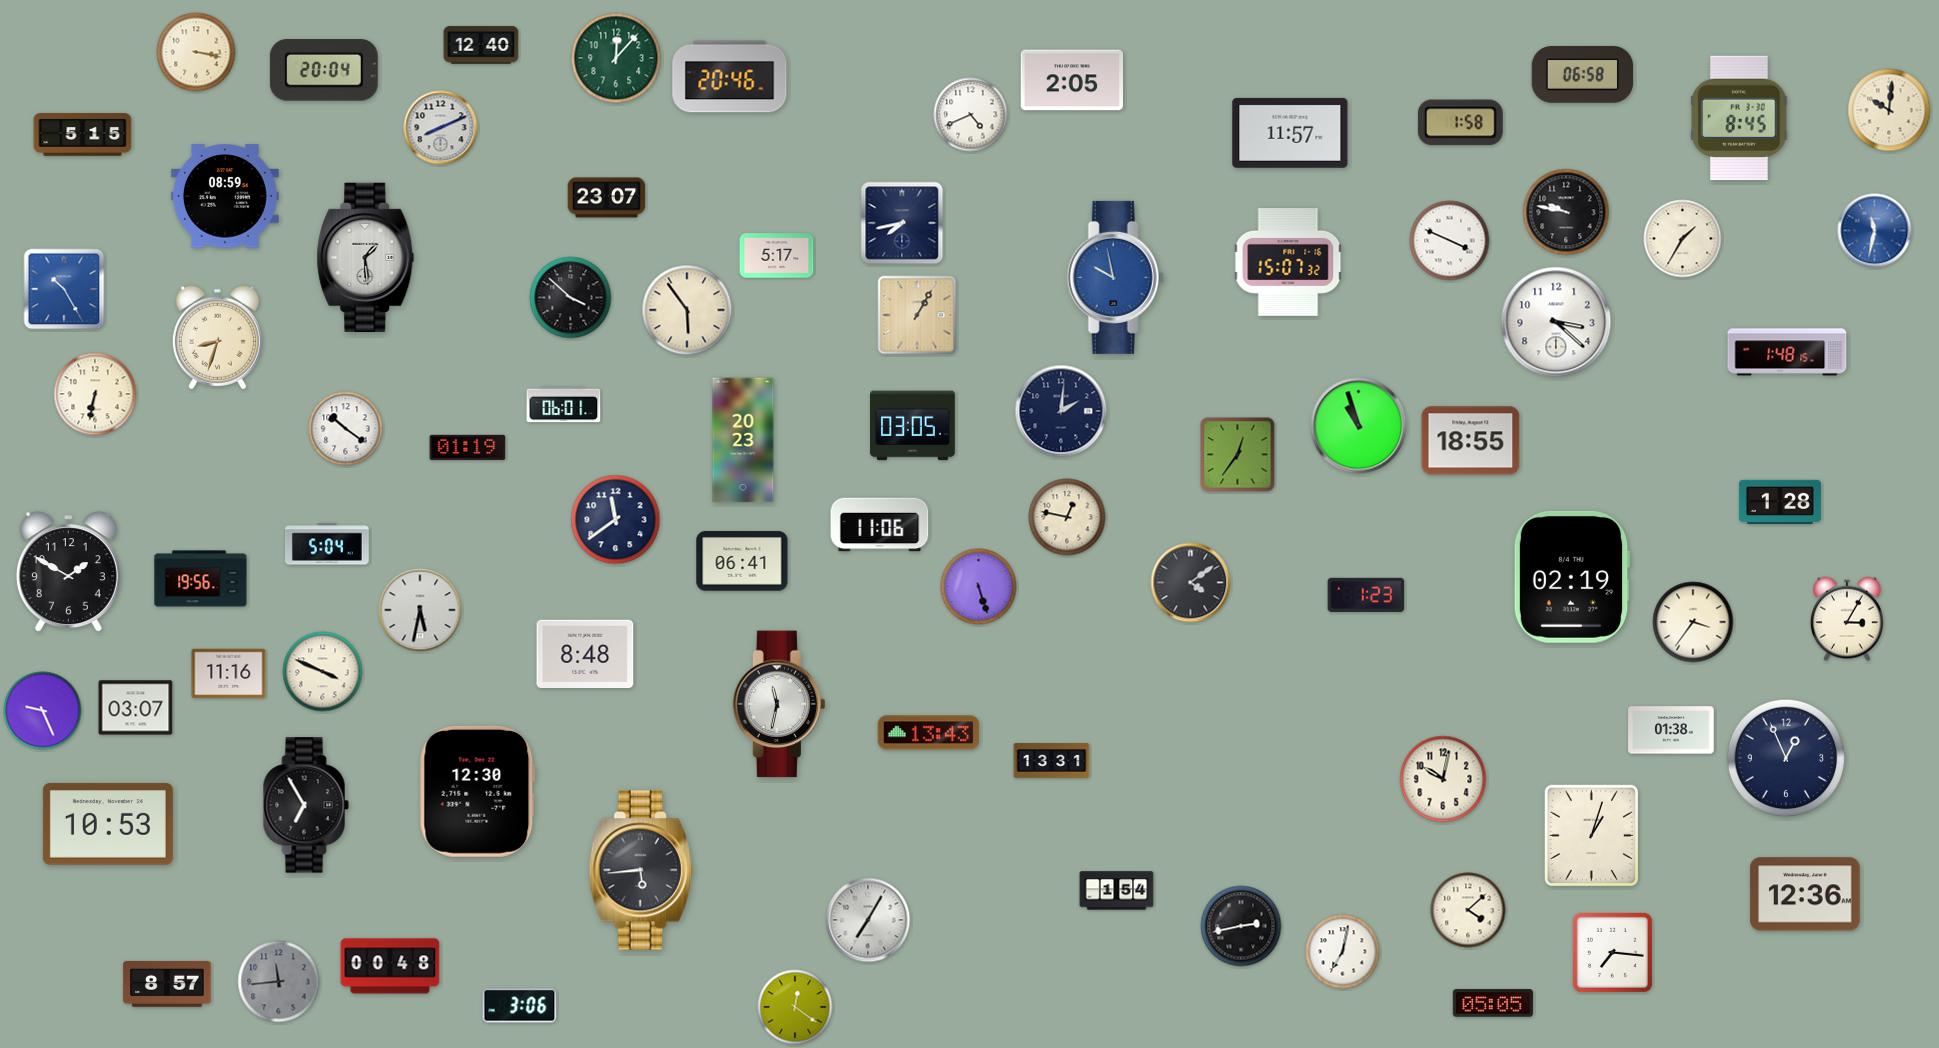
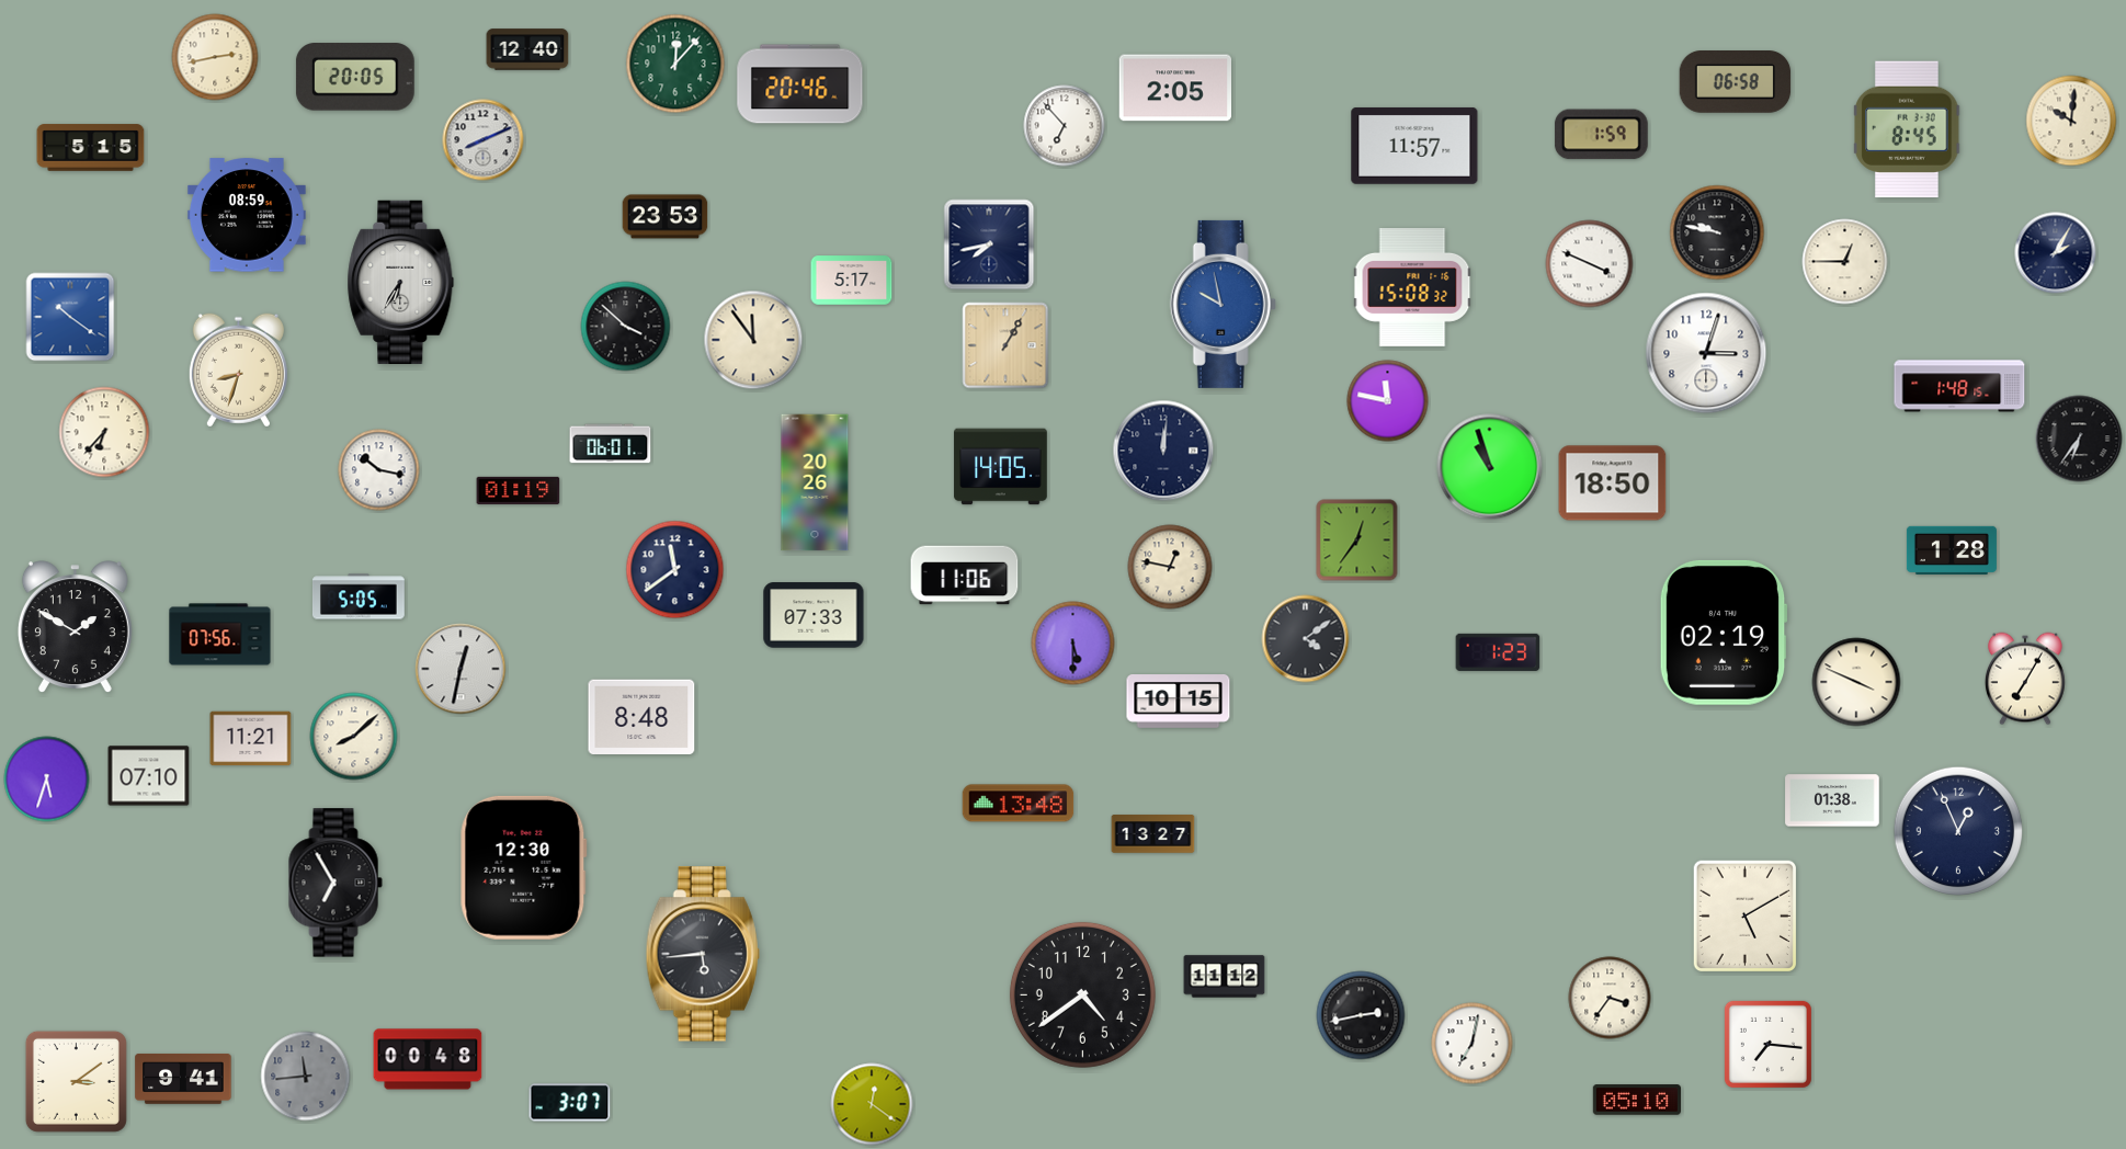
clock at (196, 52): 3:17 -> 2:43
clock at (324, 70): 20:04 -> 20:05
clock at (971, 115): 4:41 -> 6:53
clock at (1460, 123): 1:58 -> 1:59
clock at (607, 198): 23:07 -> 23:53
clock at (1875, 231): 11:32 -> 2:05
clock at (1875, 231) dial: blue -> navy
clock at (1683, 239): 1:35 -> 12:45
clock at (366, 257): 1:29 -> 6:35
clock at (1288, 263): 15:07 -> 15:08
clock at (64, 289): 10:25 -> 10:21
clock at (687, 310): 5:54 -> 11:54
clock at (1556, 322): 3:22 -> 3:03
clock at (1388, 401): none -> 11:47
clock at (95, 394): 6:32 -> 6:37
clock at (2079, 439): none -> 6:36
clock at (564, 405) position: (564, 405) -> (611, 444)
clock at (1061, 411): 2:01 -> 12:01
clock at (913, 426): 03:05 -> 14:05
clock at (346, 429): 10:21 -> 10:17
clock at (743, 440): 20:23 -> 20:26
clock at (1471, 441): 18:55 -> 18:50
clock at (468, 447) position: (468, 447) -> (519, 490)
clock at (1238, 455) position: (1238, 455) -> (1357, 541)
clock at (327, 544): 5:04 -> 5:05
clock at (742, 561): 06:41 -> 07:33
clock at (201, 579): 19:56 -> 07:56
clock at (979, 587): 5:27 -> 5:30
clock at (420, 610): 5:32 -> 12:32
clock at (1847, 619): 3:05 -> 7:05
clock at (1693, 622): 3:36 -> 3:49
clock at (1179, 702): none -> 10:15
clock at (323, 672): 3:49 -> 8:08
clock at (229, 674): 11:16 -> 11:21
clock at (779, 704): 11:32 -> none
clock at (136, 708): 03:07 -> 07:10
clock at (43, 711): 9:26 -> 5:33
clock at (929, 733): 13:43 -> 13:48
clock at (1052, 761): 13:31 -> 13:27
clock at (1443, 779): 10:02 -> none
clock at (108, 824): 10:53 -> none
clock at (1591, 836): 1:03 -> 5:10
clock at (1117, 891): 1:54 -> 11:12
clock at (1805, 894): 12:36 -> none
clock at (1082, 994): none -> 4:39
clock at (1468, 910): 4:08 -> 3:36
clock at (868, 920): 7:05 -> none
clock at (167, 984): 8:57 -> 9:41
clock at (76, 1081): none -> 3:09
clock at (1493, 1003): 05:05 -> 05:10
clock at (520, 1006): 3:06 -> 3:07
